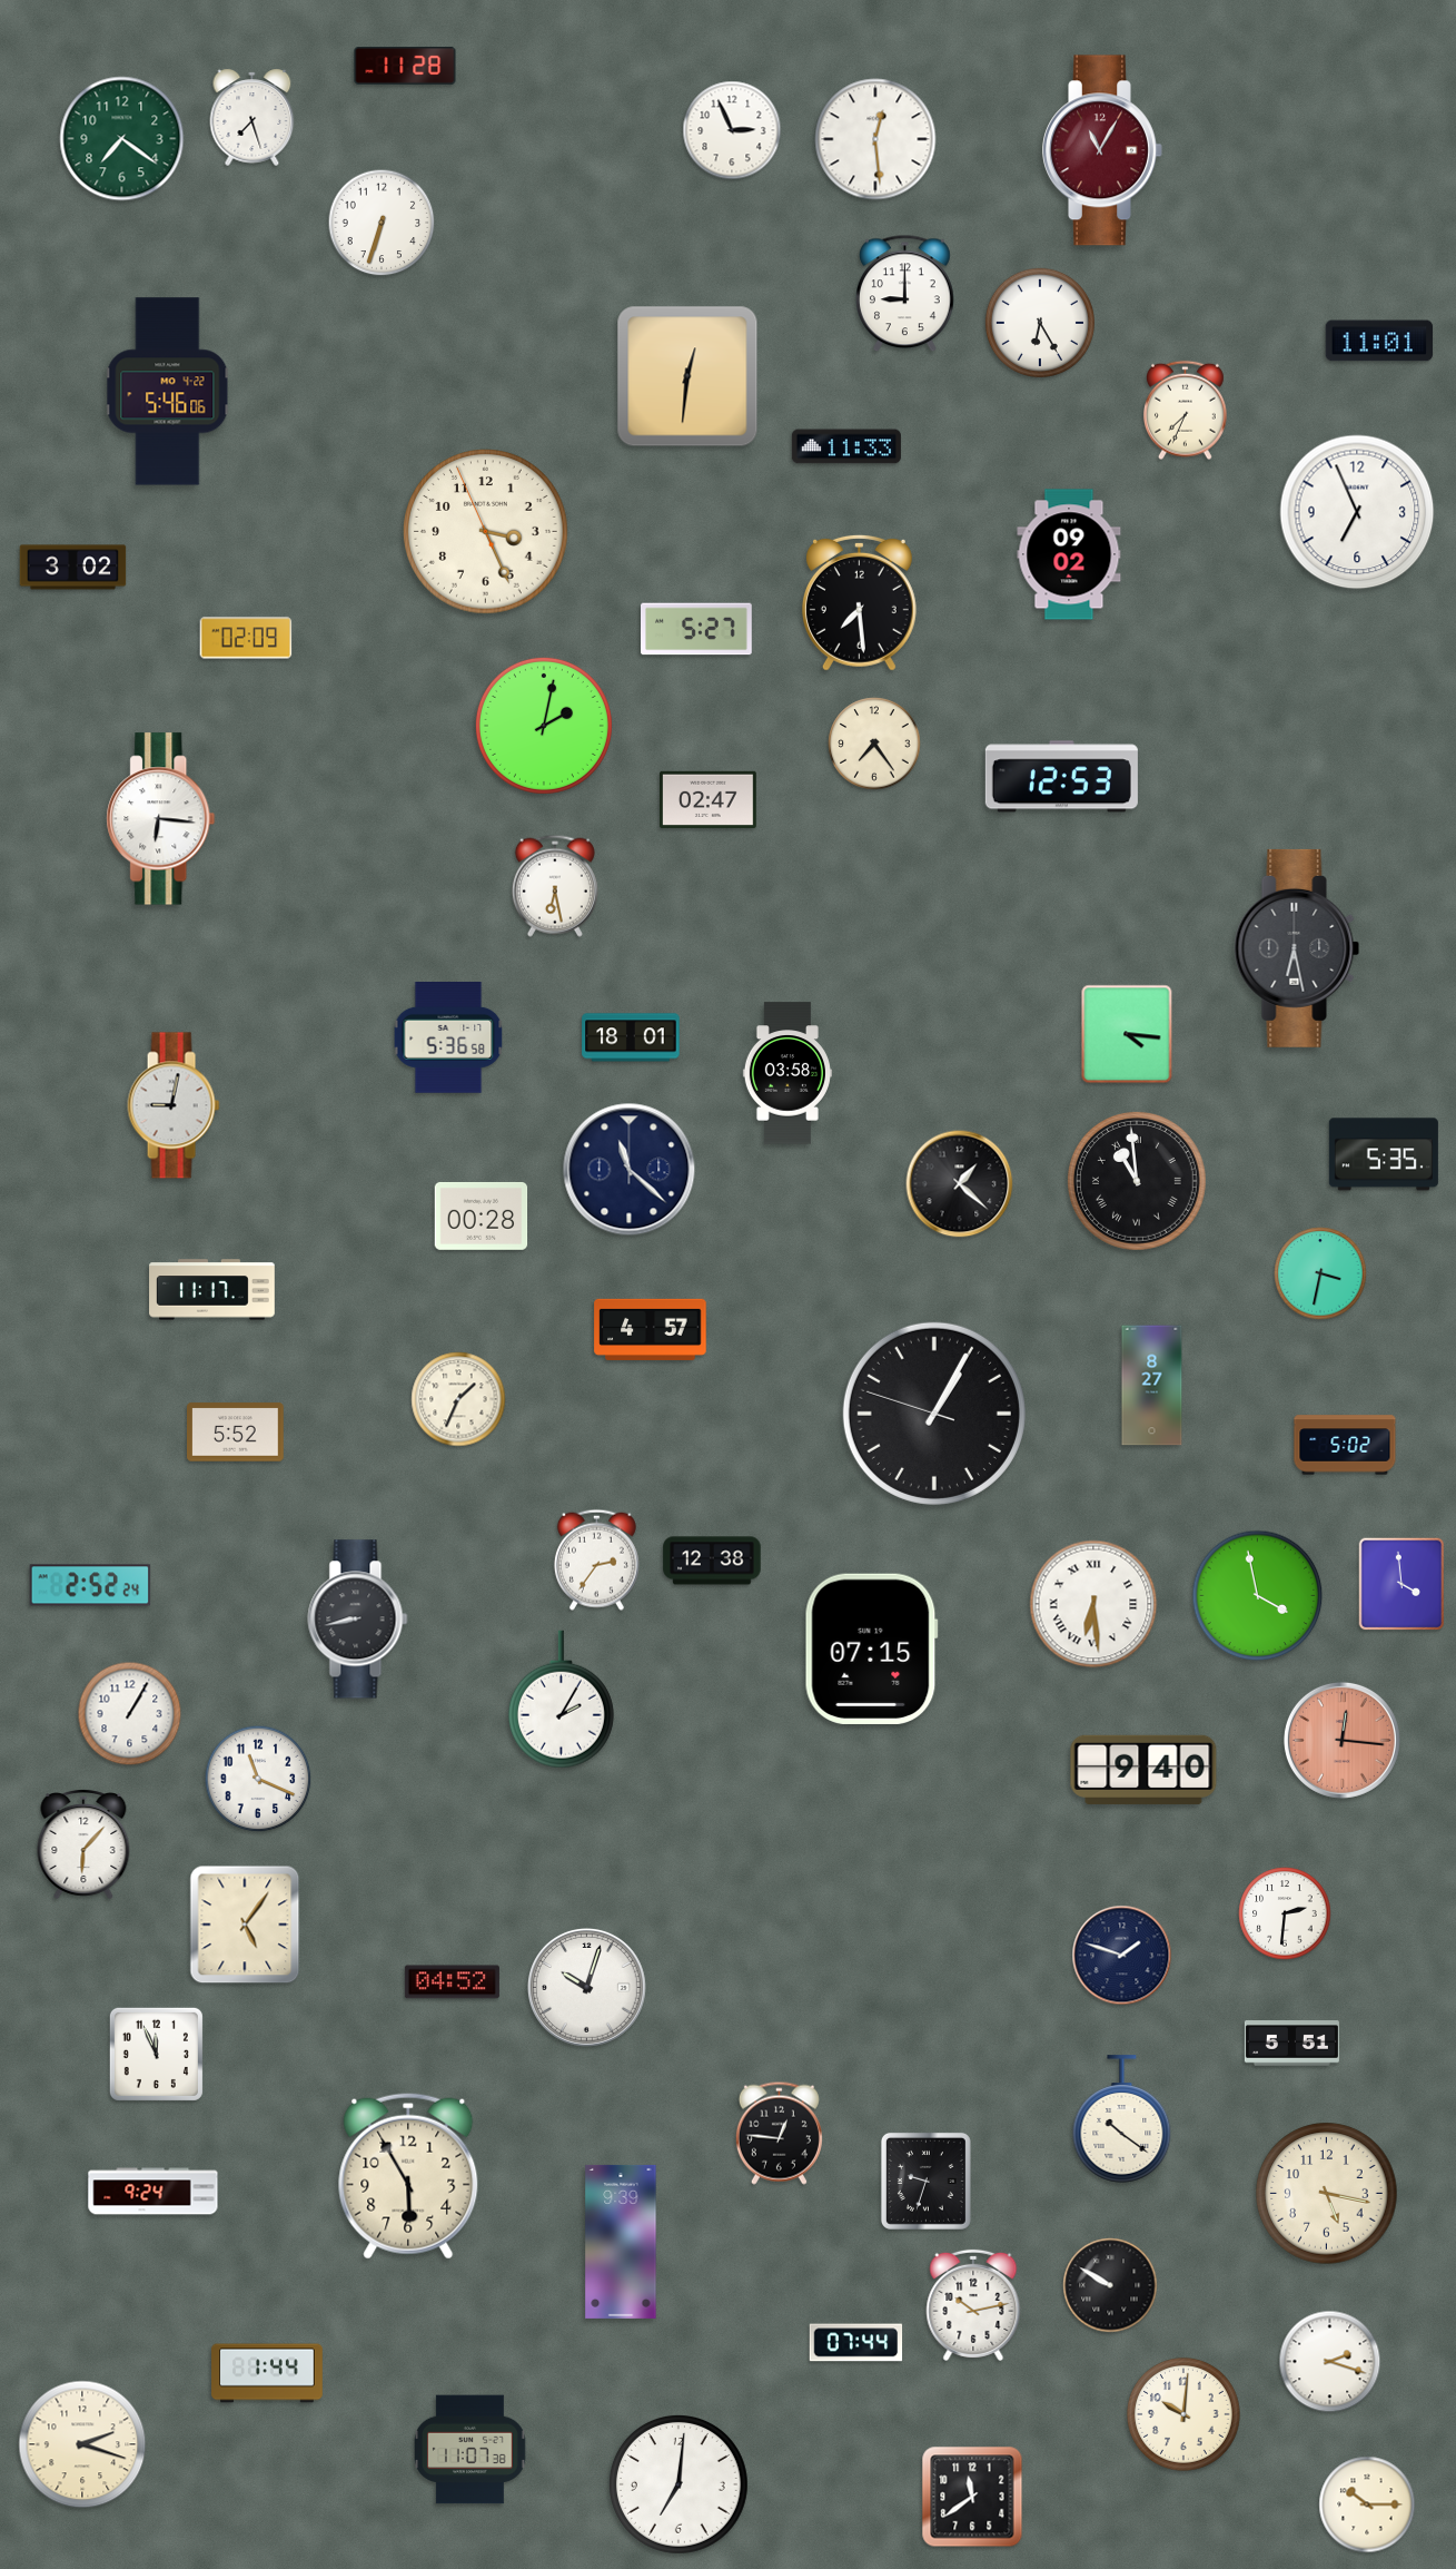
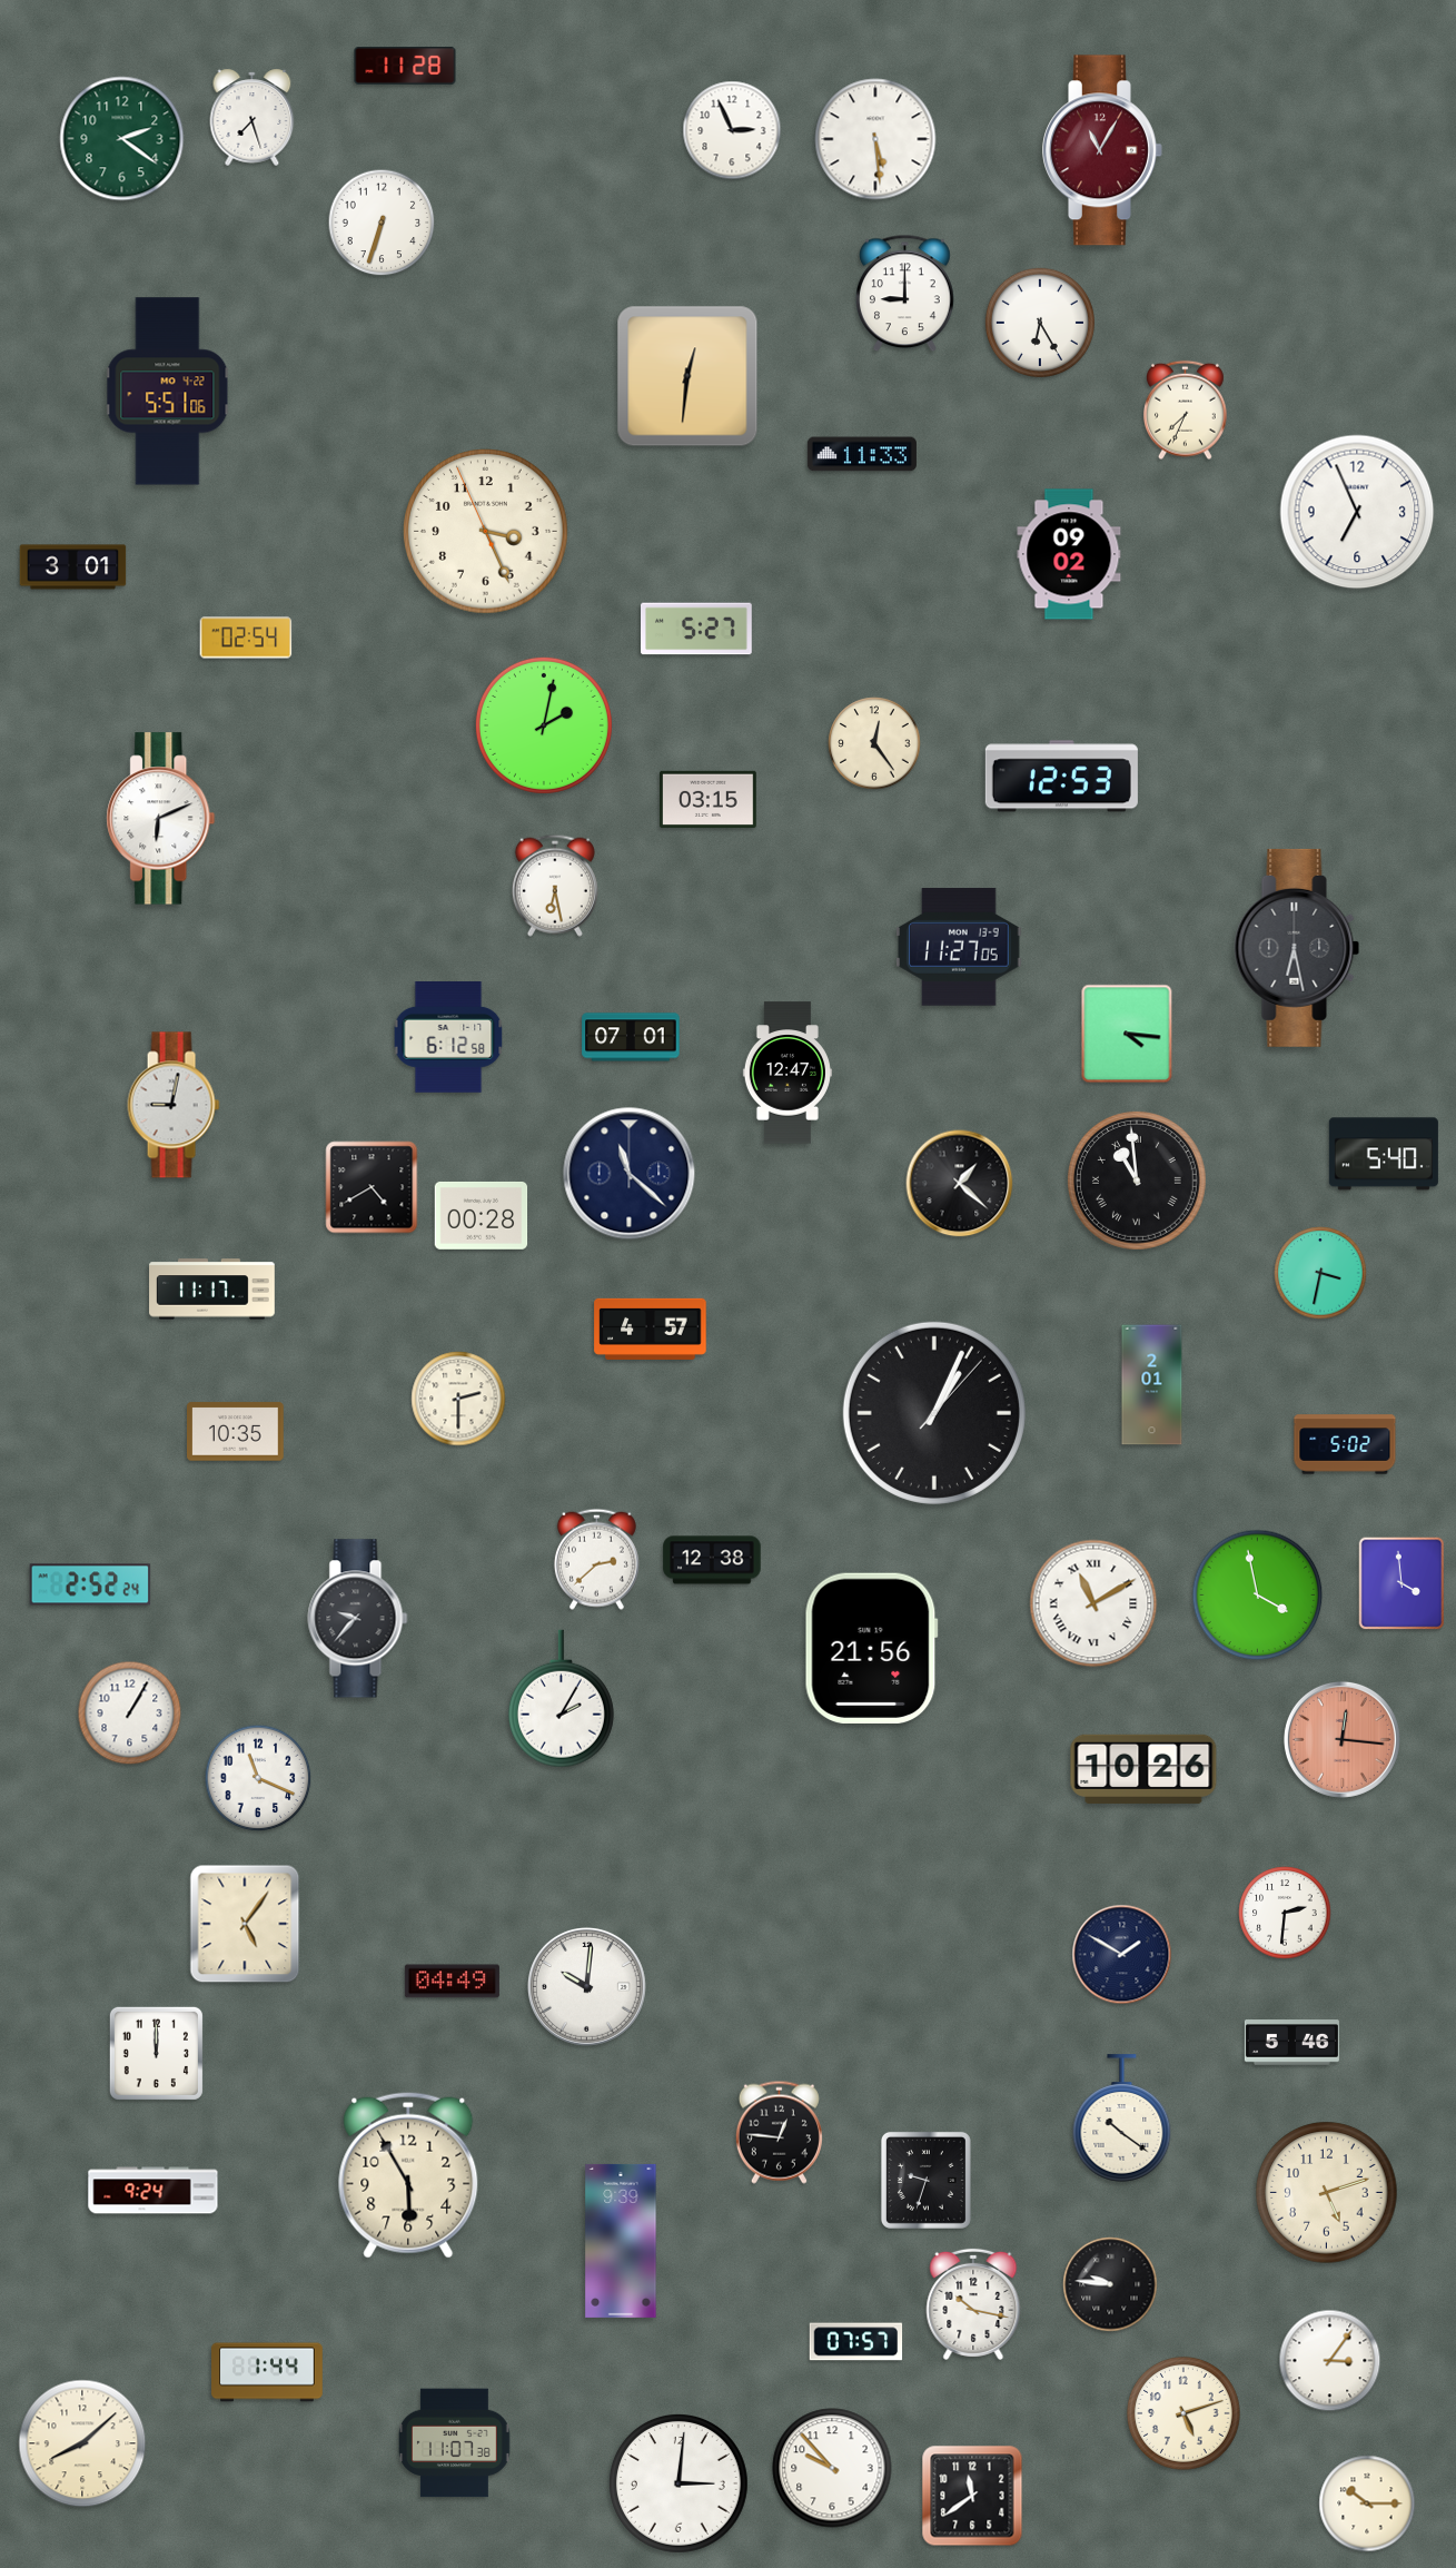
clock at (122, 139): 7:21 -> 2:21
clock at (875, 139): 12:29 -> 5:29
clock at (1379, 341): 11:01 -> none
clock at (168, 392): 5:46 -> 5:51
clock at (846, 446) position: (846, 446) -> (862, 454)
clock at (73, 568): 3:02 -> 3:01
clock at (859, 602): 7:29 -> none
clock at (246, 638): 02:09 -> 02:54
clock at (874, 744): 7:24 -> 12:24
clock at (709, 799): 02:47 -> 03:15
clock at (161, 819): 6:16 -> 6:11
clock at (959, 948): none -> 11:27
clock at (631, 1037): 18:01 -> 07:01
clock at (448, 1039): 5:36 -> 6:12
clock at (788, 1073): 03:58 -> 12:47
clock at (1384, 1154): 5:35 -> 5:40
clock at (630, 1170) position: (630, 1170) -> (630, 1174)
clock at (372, 1187): none -> 4:40
clock at (1152, 1386): 8:27 -> 2:01
clock at (458, 1399): 1:34 -> 2:30
clock at (934, 1414): 1:04:48 -> 1:04:07
clock at (236, 1433): 5:52 -> 10:35
clock at (596, 1559): 2:36 -> 2:38
clock at (1093, 1604): 6:29 -> 11:10
clock at (358, 1620): 8:43 -> 9:37
clock at (871, 1648): 07:15 -> 21:56
clock at (1143, 1770): 9:40 -> 10:26
clock at (83, 1845): 6:07 -> none
clock at (1122, 1956): 1:48 -> 1:50
clock at (452, 1982): 04:52 -> 04:49
clock at (586, 1987): 10:03 -> 10:01
clock at (1291, 2044): 5:51 -> 5:46
clock at (156, 2054): 11:56 -> 12:00
clock at (1327, 2194): 5:17 -> 5:12
clock at (1110, 2285): 9:50 -> 9:46
clock at (973, 2305): 10:13 -> 10:17
clock at (856, 2343): 07:44 -> 07:57
clock at (1330, 2362): 2:18 -> 3:06
clock at (1183, 2414): 10:01 -> 5:12
clock at (82, 2444): 2:18 -> 8:08
clock at (471, 2450) position: (471, 2450) -> (455, 2443)
clock at (832, 2468): none -> 9:53
clock at (679, 2484): 7:01 -> 3:01
